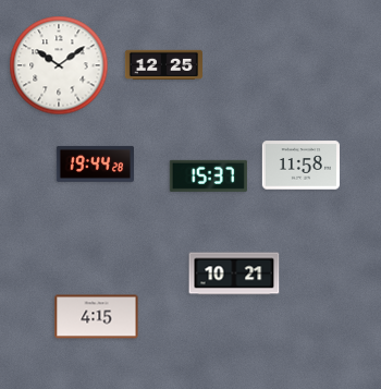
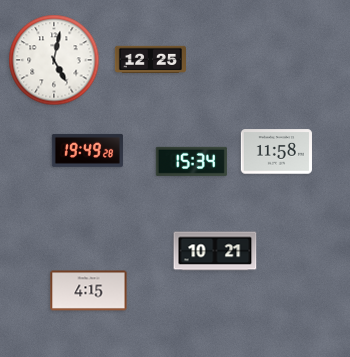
clock at (59, 65): 10:09 -> 5:02
clock at (95, 163): 19:44 -> 19:49
clock at (208, 175): 15:37 -> 15:34
